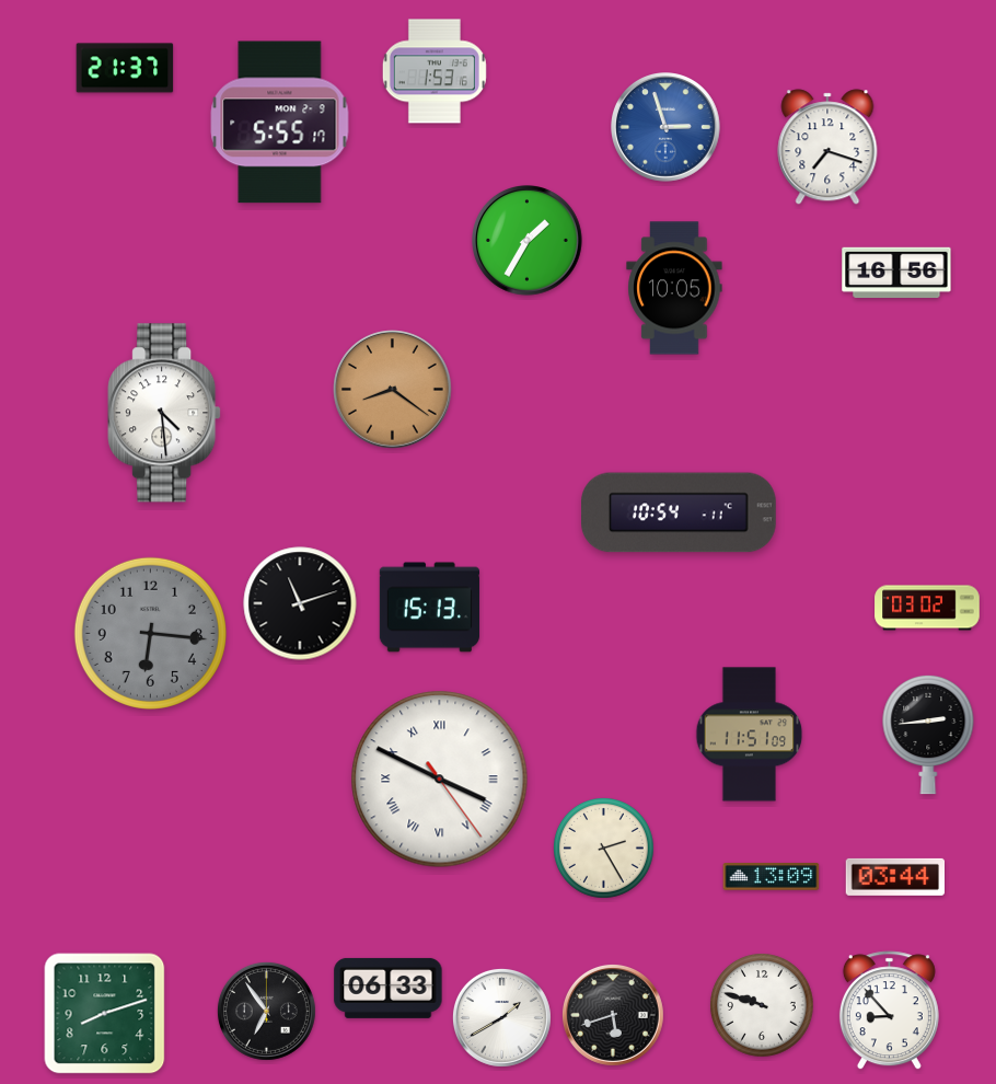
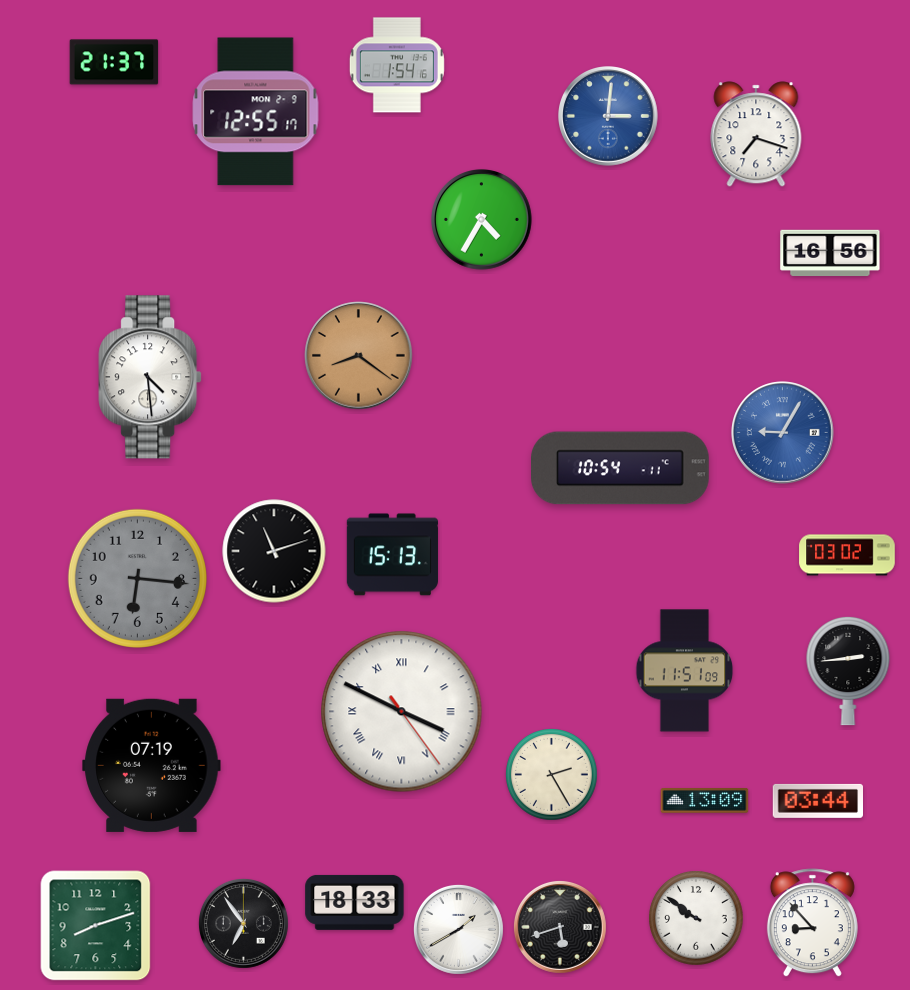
clock at (435, 71): 1:53 -> 1:54
clock at (280, 123): 5:55 -> 12:55
clock at (667, 128): 2:57 -> 3:01
clock at (528, 241): 1:35 -> 4:35
clock at (896, 273) position: (896, 273) -> (830, 253)
clock at (674, 288): 10:05 -> none
clock at (783, 433): none -> 9:05
clock at (152, 765): none -> 07:19
clock at (389, 988): 06:33 -> 18:33
clock at (762, 1005): 9:48 -> 9:51
